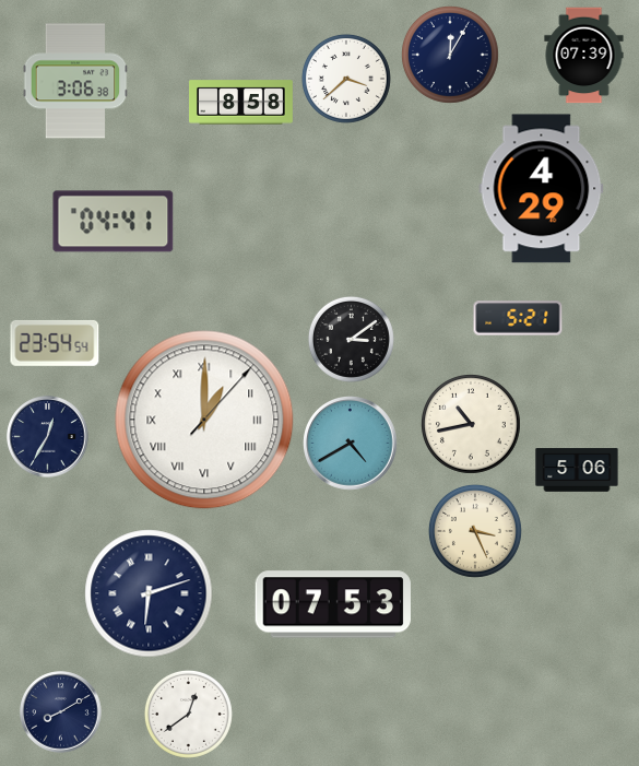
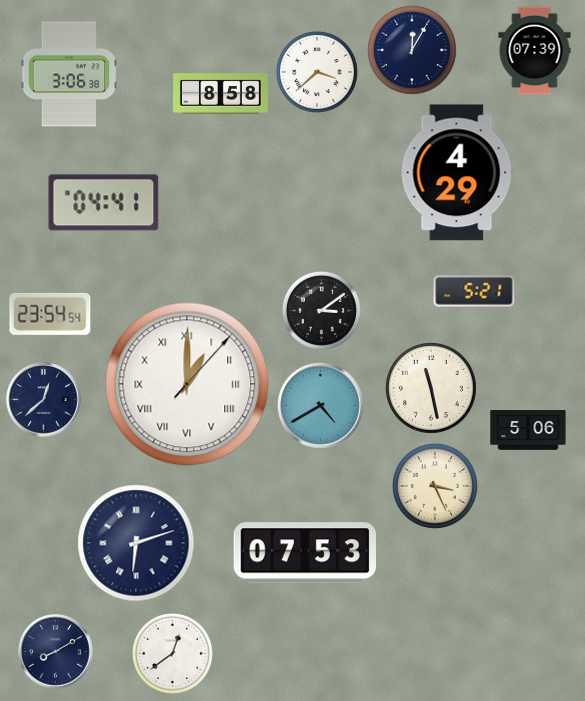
clock at (542, 189) position: (542, 189) -> (457, 173)
clock at (472, 425): 10:43 -> 11:28
clock at (48, 437): 12:35 -> 12:38
